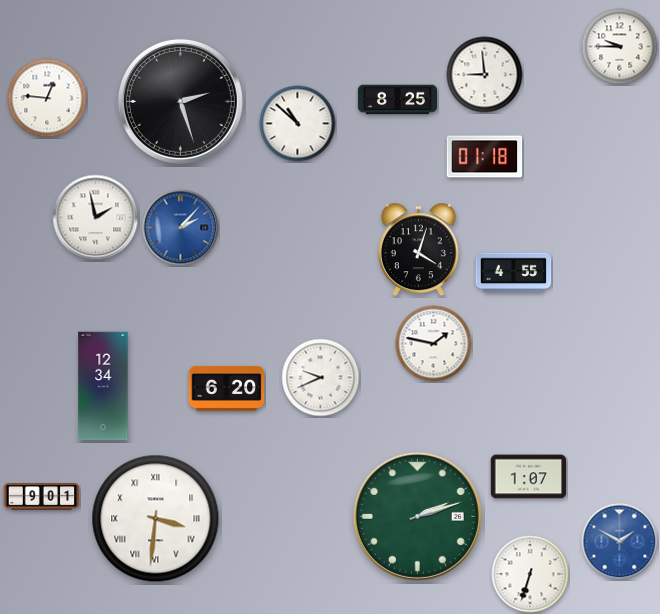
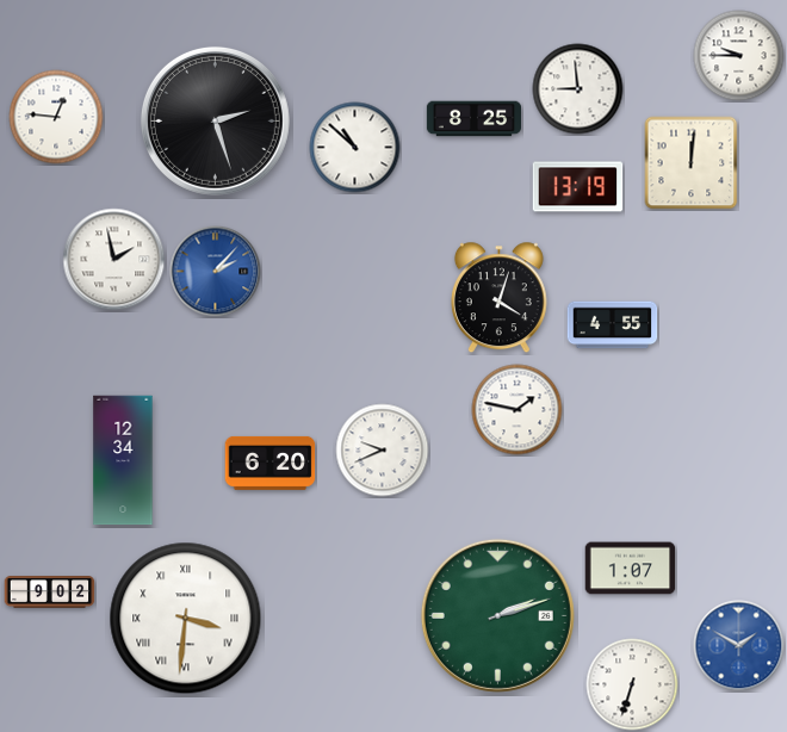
clock at (692, 163): none -> 12:01
clock at (485, 157): 01:18 -> 13:19
clock at (42, 497): 9:01 -> 9:02
